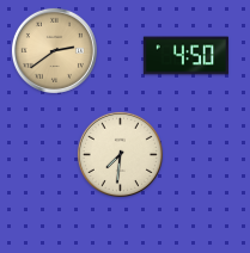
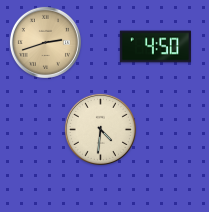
clock at (54, 50): 2:39 -> 2:42
clock at (120, 154): 7:31 -> 4:31
